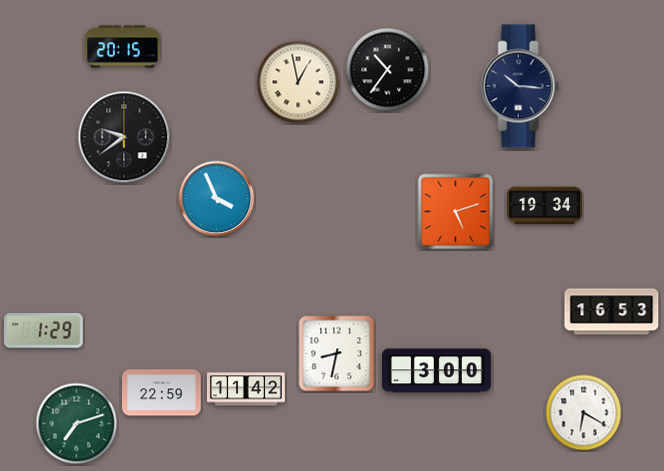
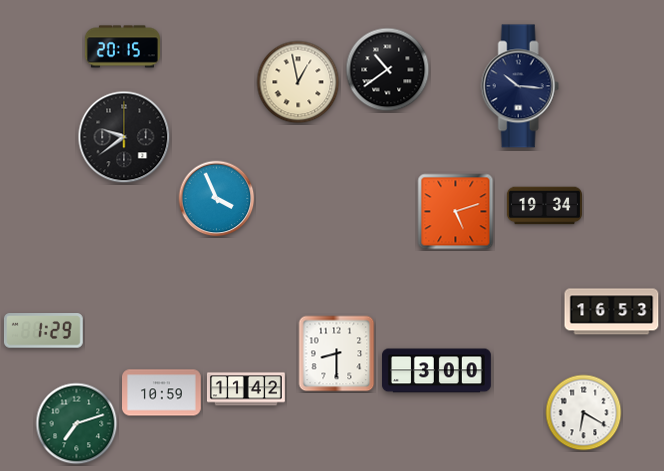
clock at (388, 70): 10:36 -> 10:39
clock at (337, 354): 8:32 -> 8:30
clock at (162, 393): 22:59 -> 10:59
